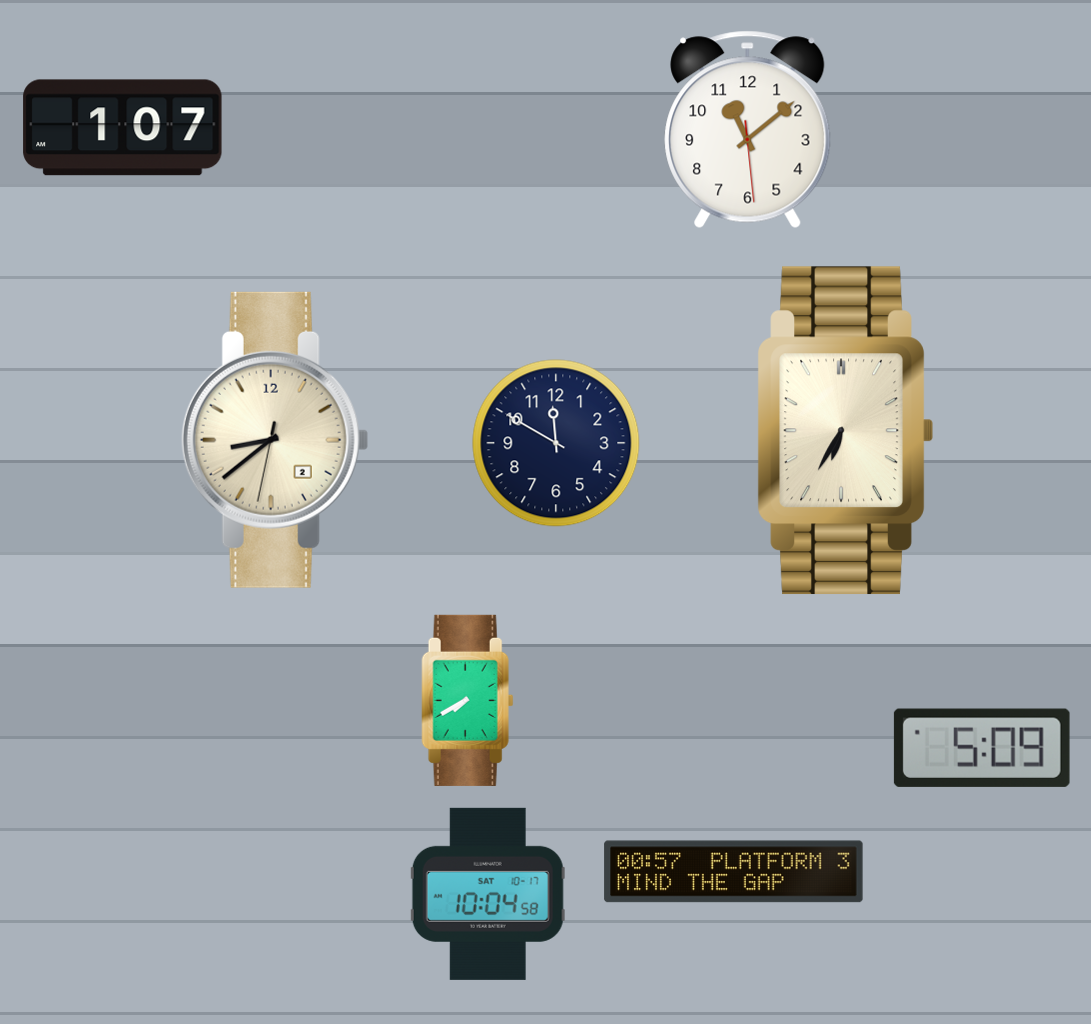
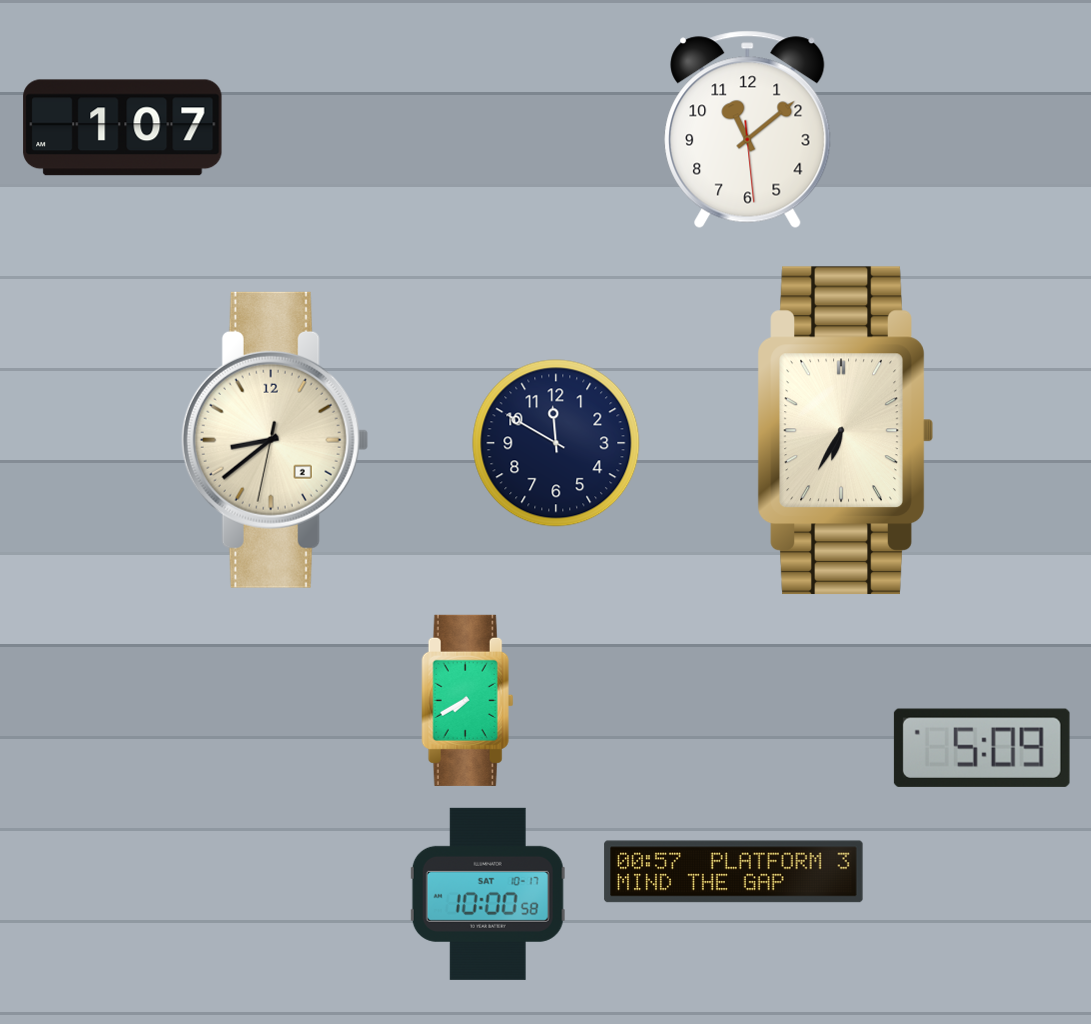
clock at (488, 894): 10:04 -> 10:00
